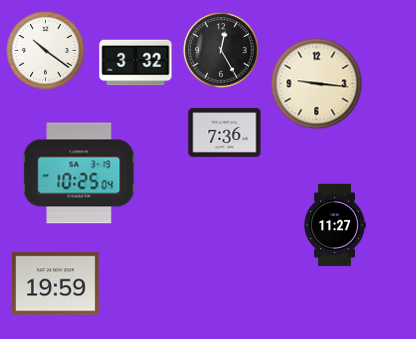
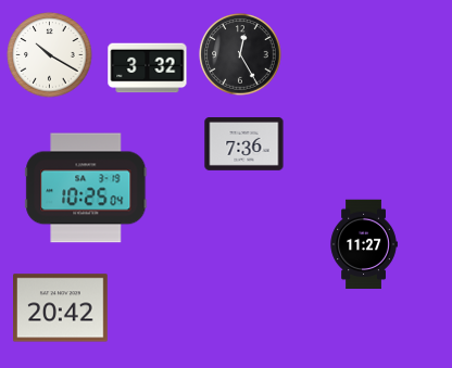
clock at (46, 51): 10:21 -> 10:20
clock at (317, 84): 9:16 -> none
clock at (56, 284): 19:59 -> 20:42
